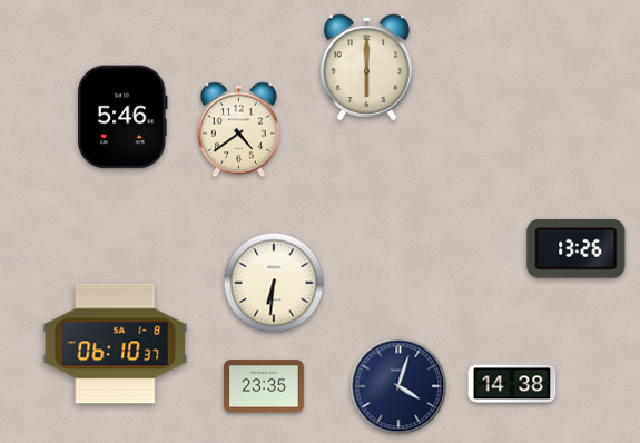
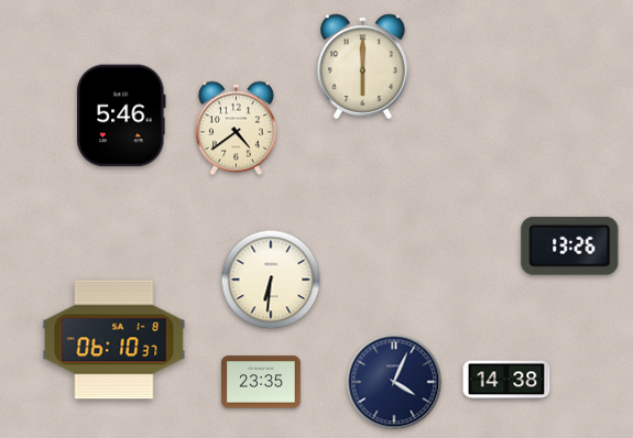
clock at (398, 386): 4:03 -> 4:04
